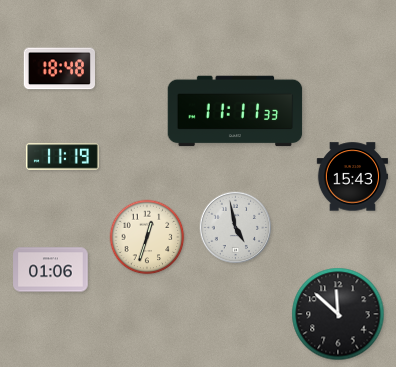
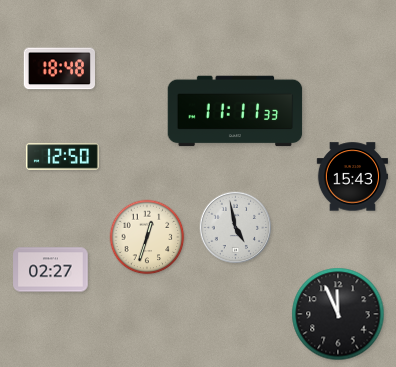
clock at (62, 157): 11:19 -> 12:50
clock at (51, 270): 01:06 -> 02:27
clock at (338, 314): 11:52 -> 11:56
